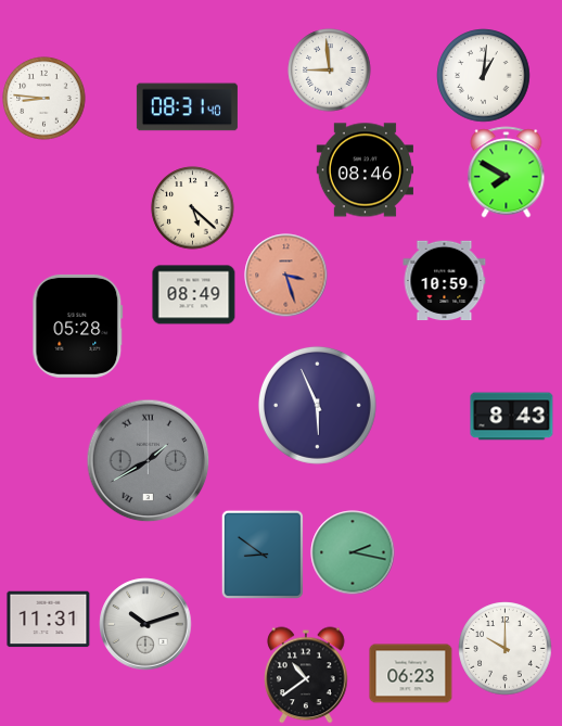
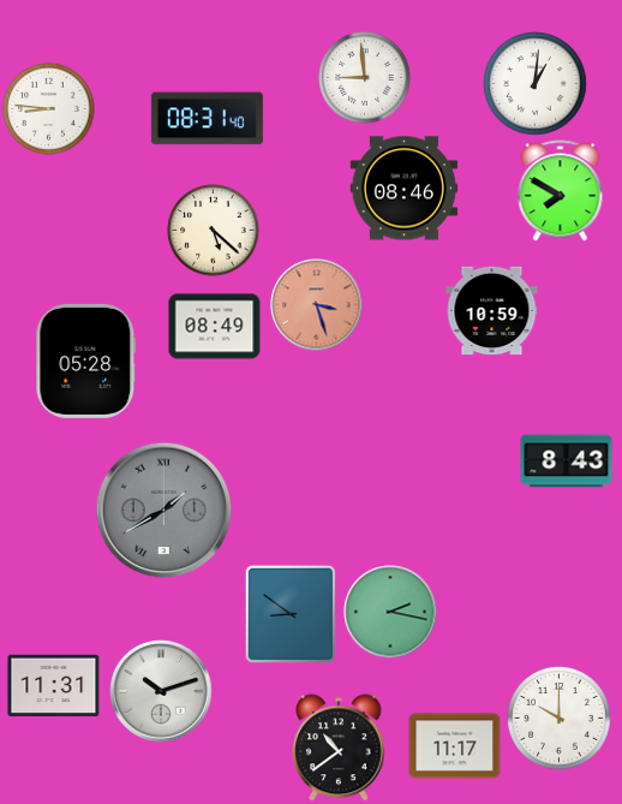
clock at (317, 405): 5:56 -> none
clock at (411, 674): 06:23 -> 11:17
